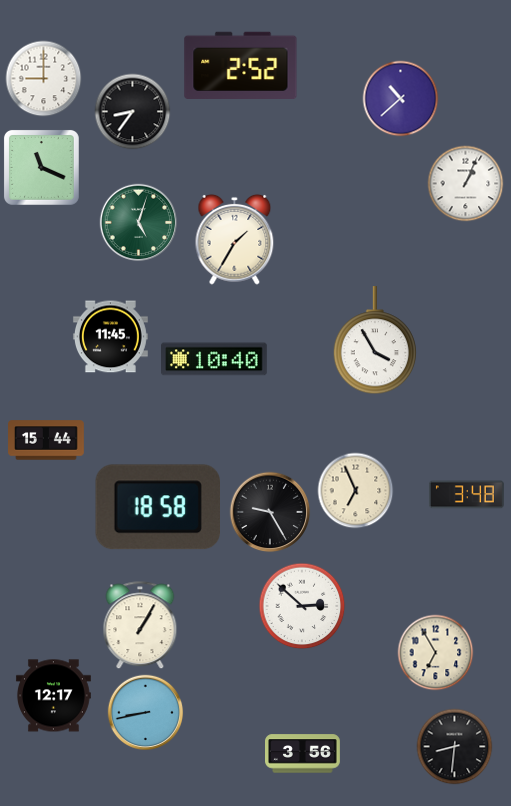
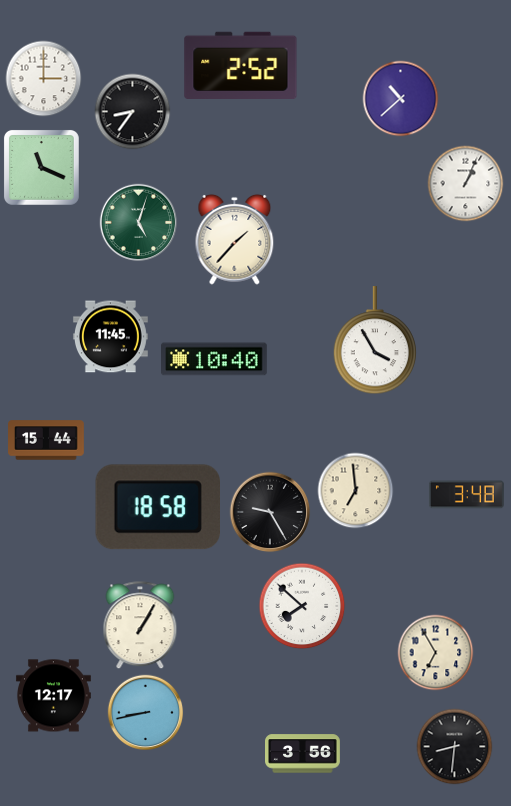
clock at (44, 79): 9:00 -> 3:00
clock at (235, 239): 1:35 -> 1:37
clock at (356, 491): 6:56 -> 6:59
clock at (302, 606): 2:52 -> 7:52
